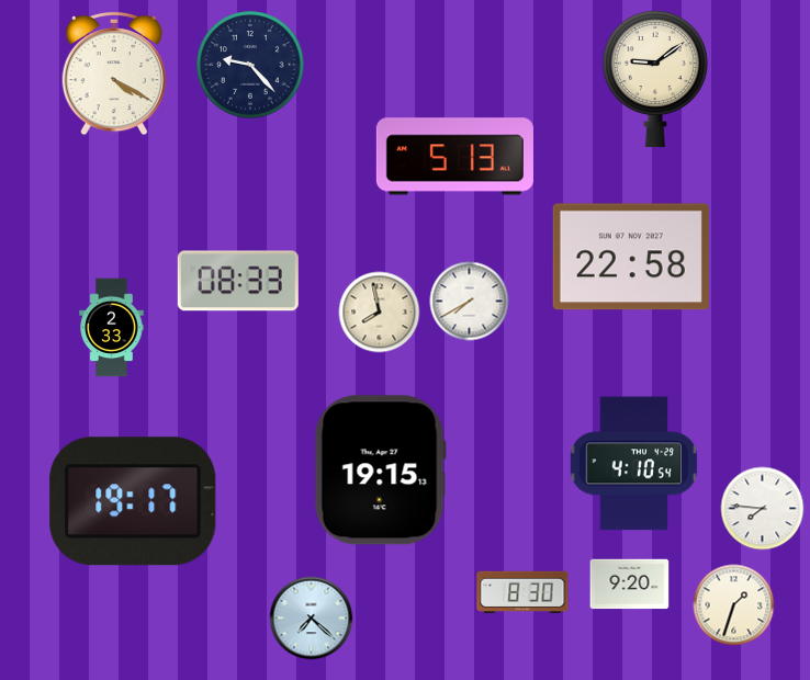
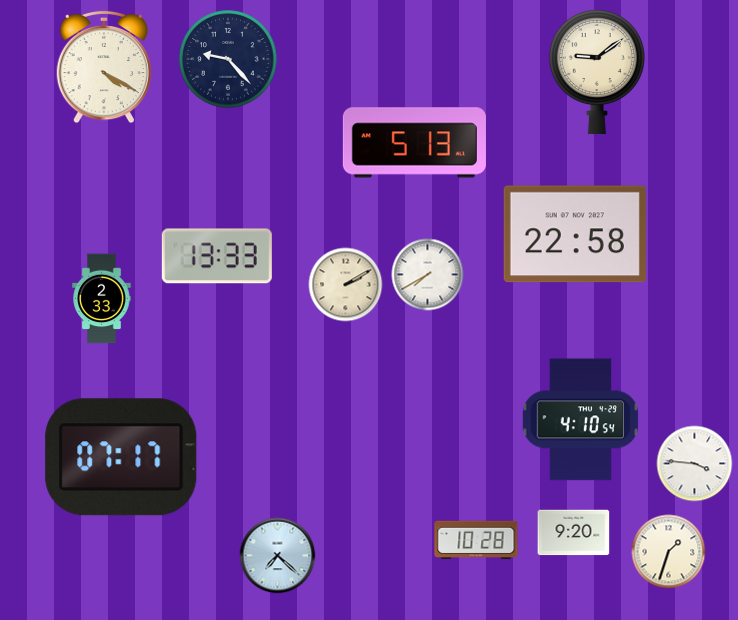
clock at (238, 281): 08:33 -> 13:33
clock at (380, 313): 7:58 -> 2:10
clock at (633, 464) position: (633, 464) -> (580, 420)
clock at (380, 471): 19:15 -> none
clock at (133, 501): 19:17 -> 07:17
clock at (763, 509): 7:46 -> 3:46
clock at (522, 592): 8:30 -> 10:28
clock at (312, 619) position: (312, 619) -> (278, 556)
